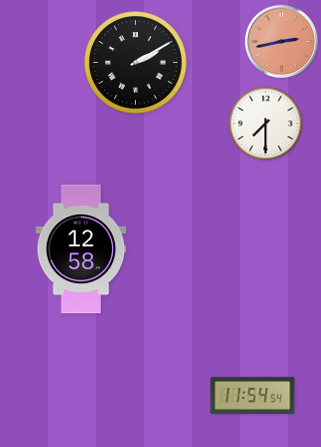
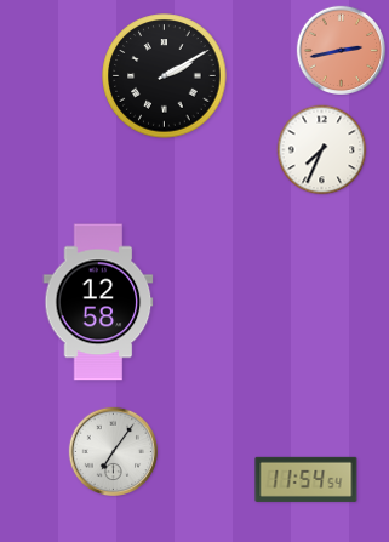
clock at (266, 124): 7:30 -> 7:34
clock at (113, 451): none -> 7:06
